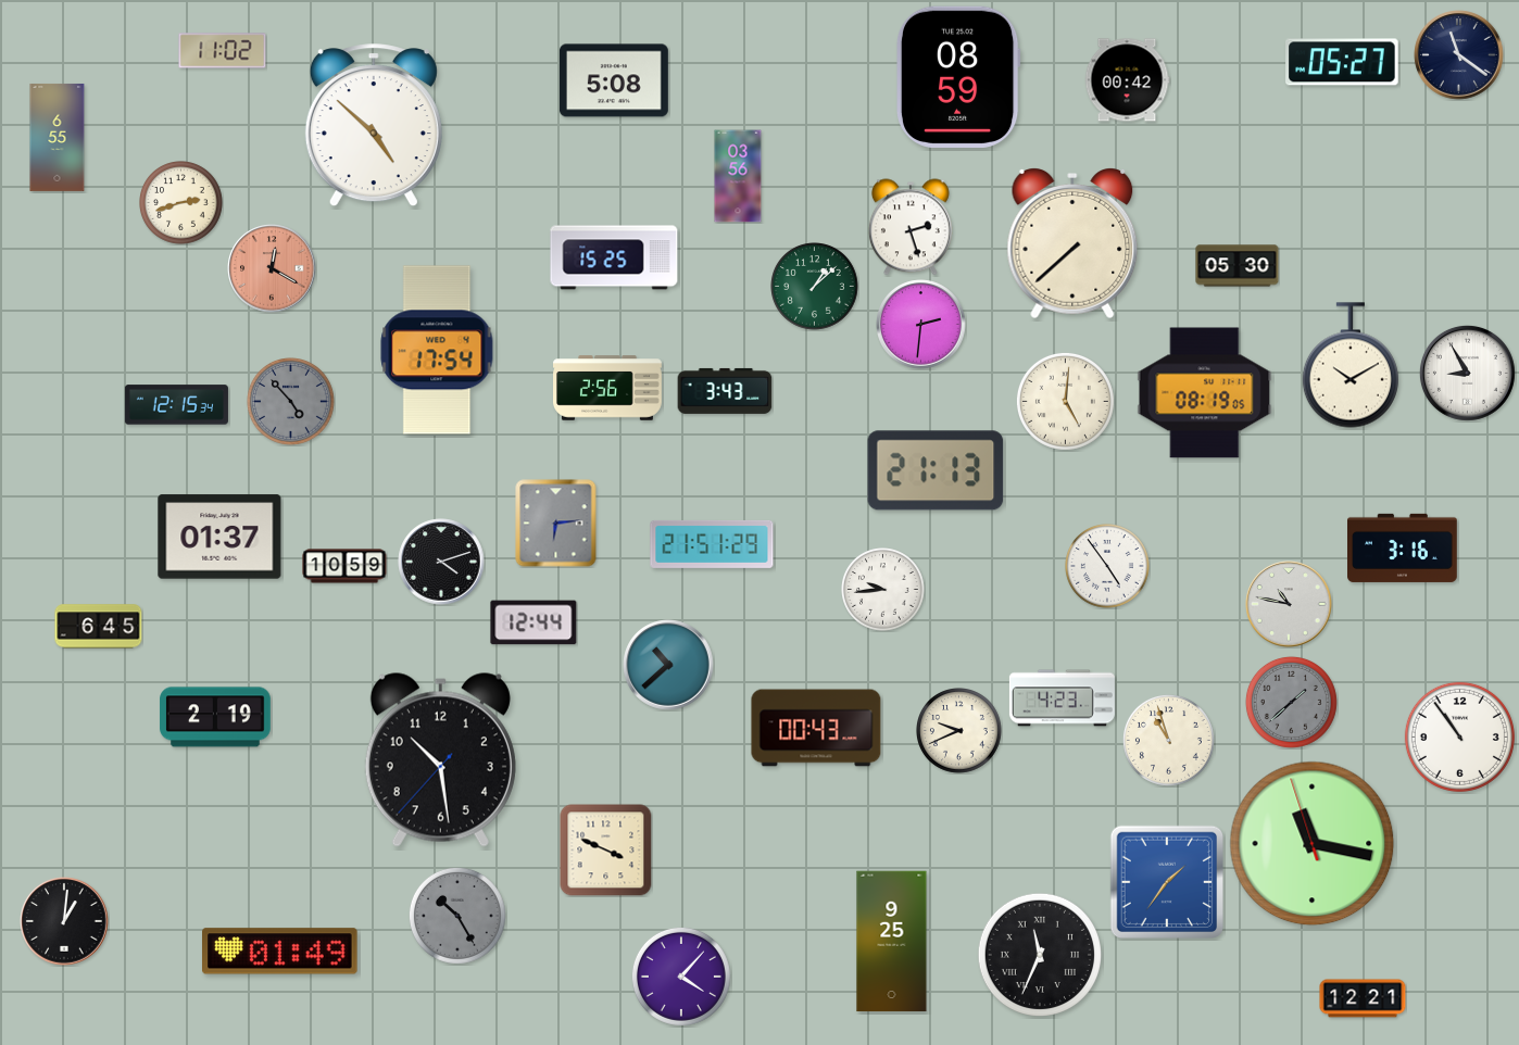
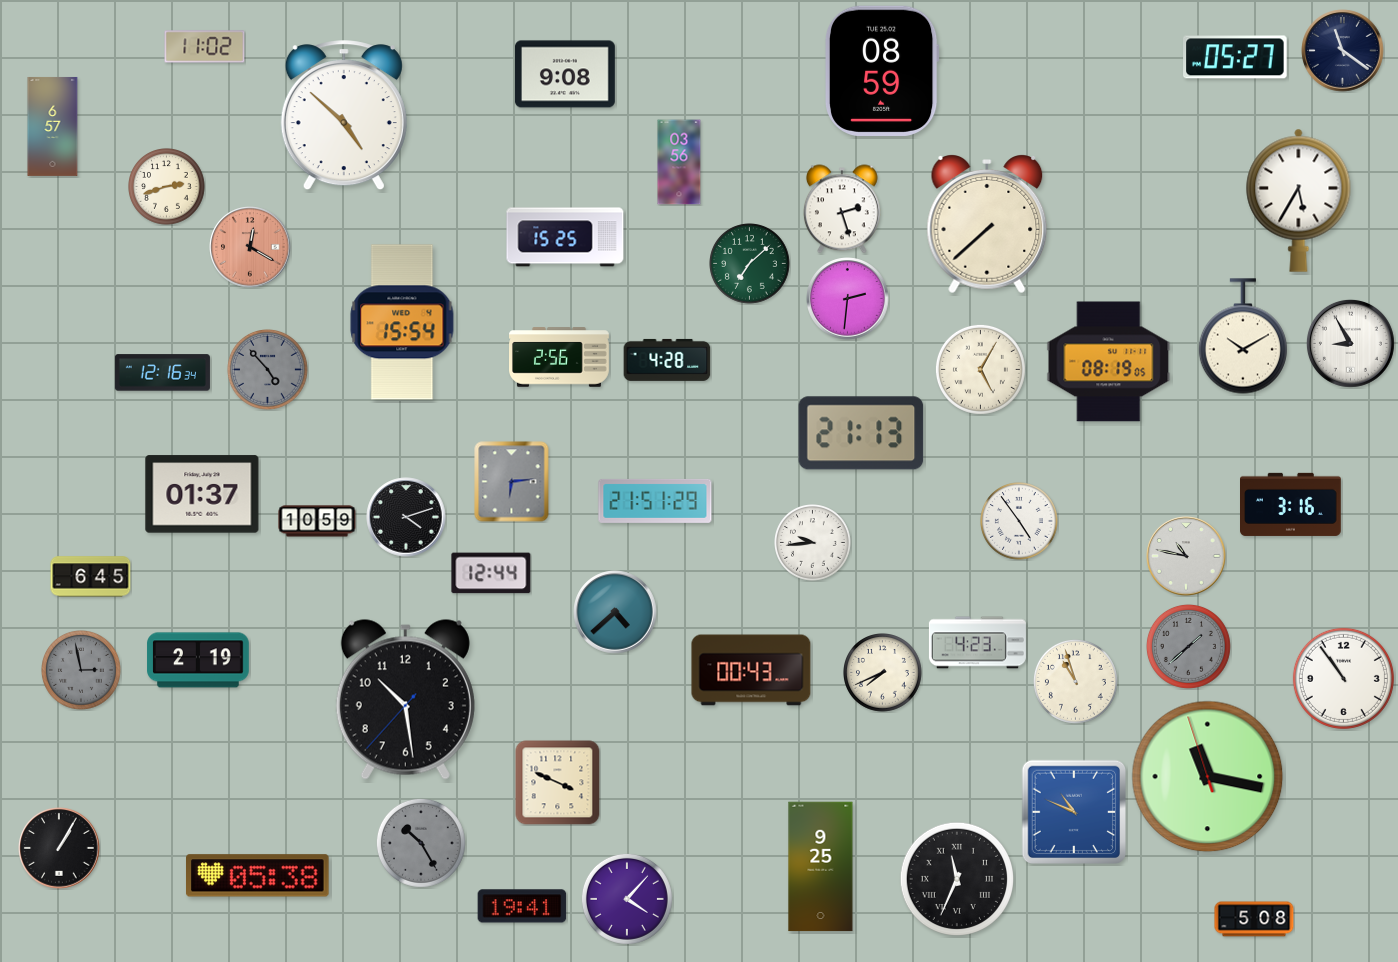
clock at (614, 80): 5:08 -> 9:08
clock at (1127, 80): 00:42 -> none
clock at (58, 137): 6:55 -> 6:57
clock at (1299, 200): none -> 5:35
clock at (911, 227) position: (911, 227) -> (842, 209)
clock at (1238, 266): 05:30 -> none
clock at (815, 287): 1:08 -> 7:08
clock at (437, 350): 17:54 -> 15:54
clock at (725, 391): 3:43 -> 4:28
clock at (1065, 401): 5:01 -> 5:05
clock at (176, 405): 12:15 -> 12:16
clock at (668, 665): 10:38 -> 4:38
clock at (82, 671): none -> 2:58
clock at (959, 731): 9:41 -> 7:41
clock at (1166, 881): 1:36 -> 10:49
clock at (64, 921): 1:01 -> 1:05
clock at (280, 952): 01:49 -> 05:38
clock at (522, 906): none -> 19:41
clock at (1363, 998): 12:21 -> 5:08
